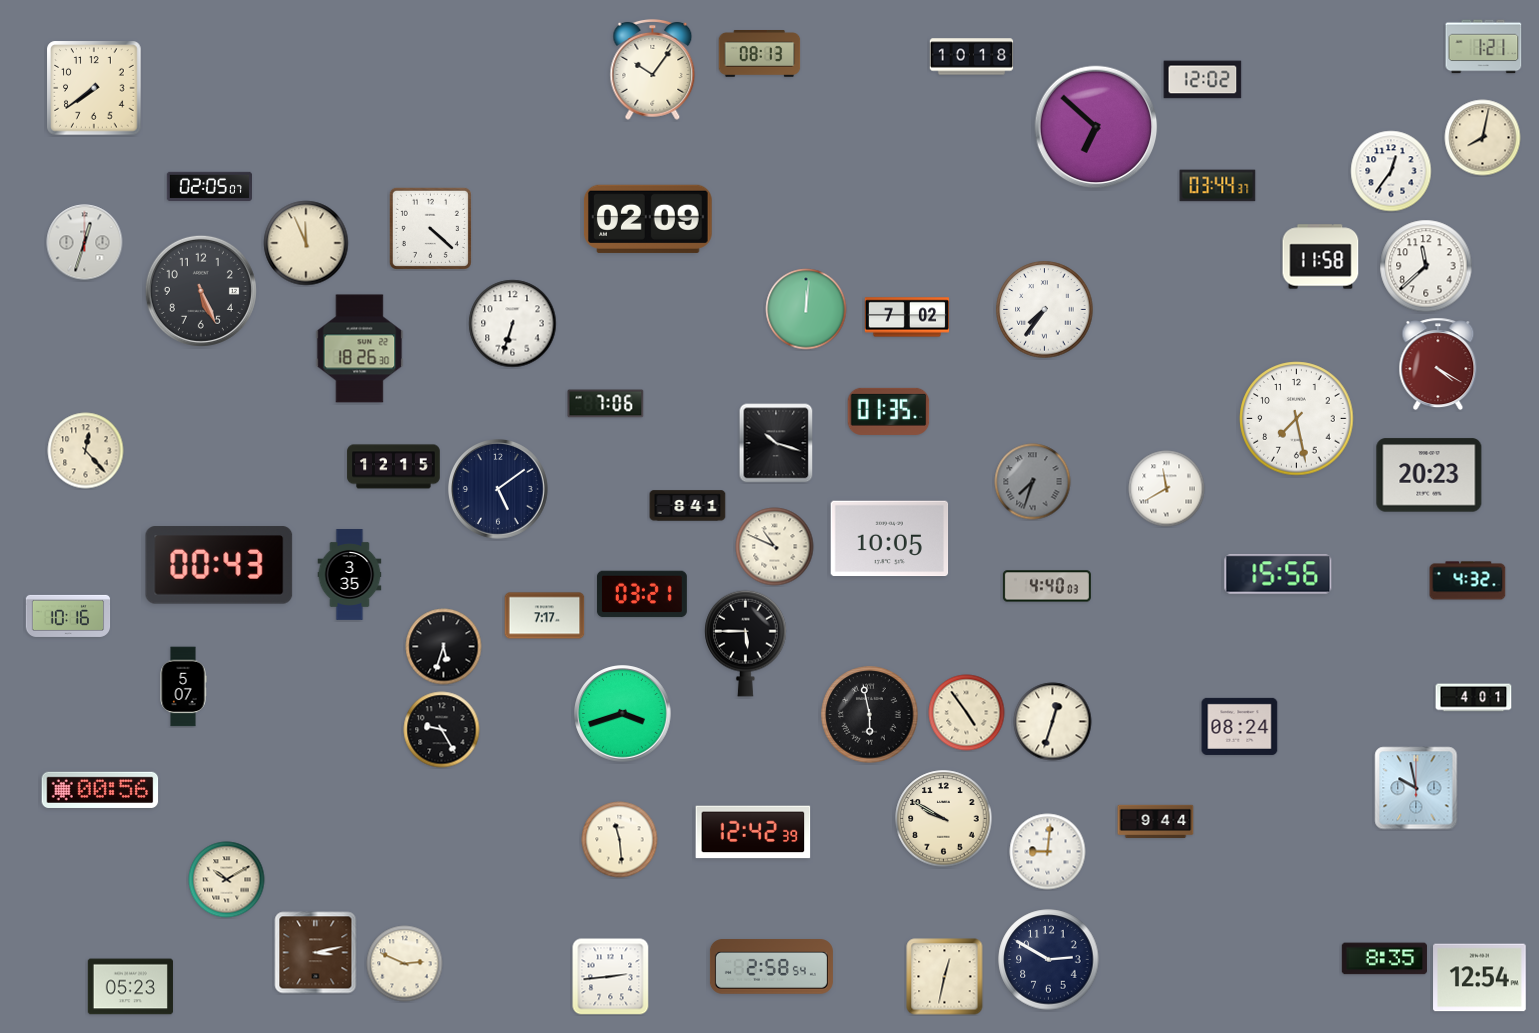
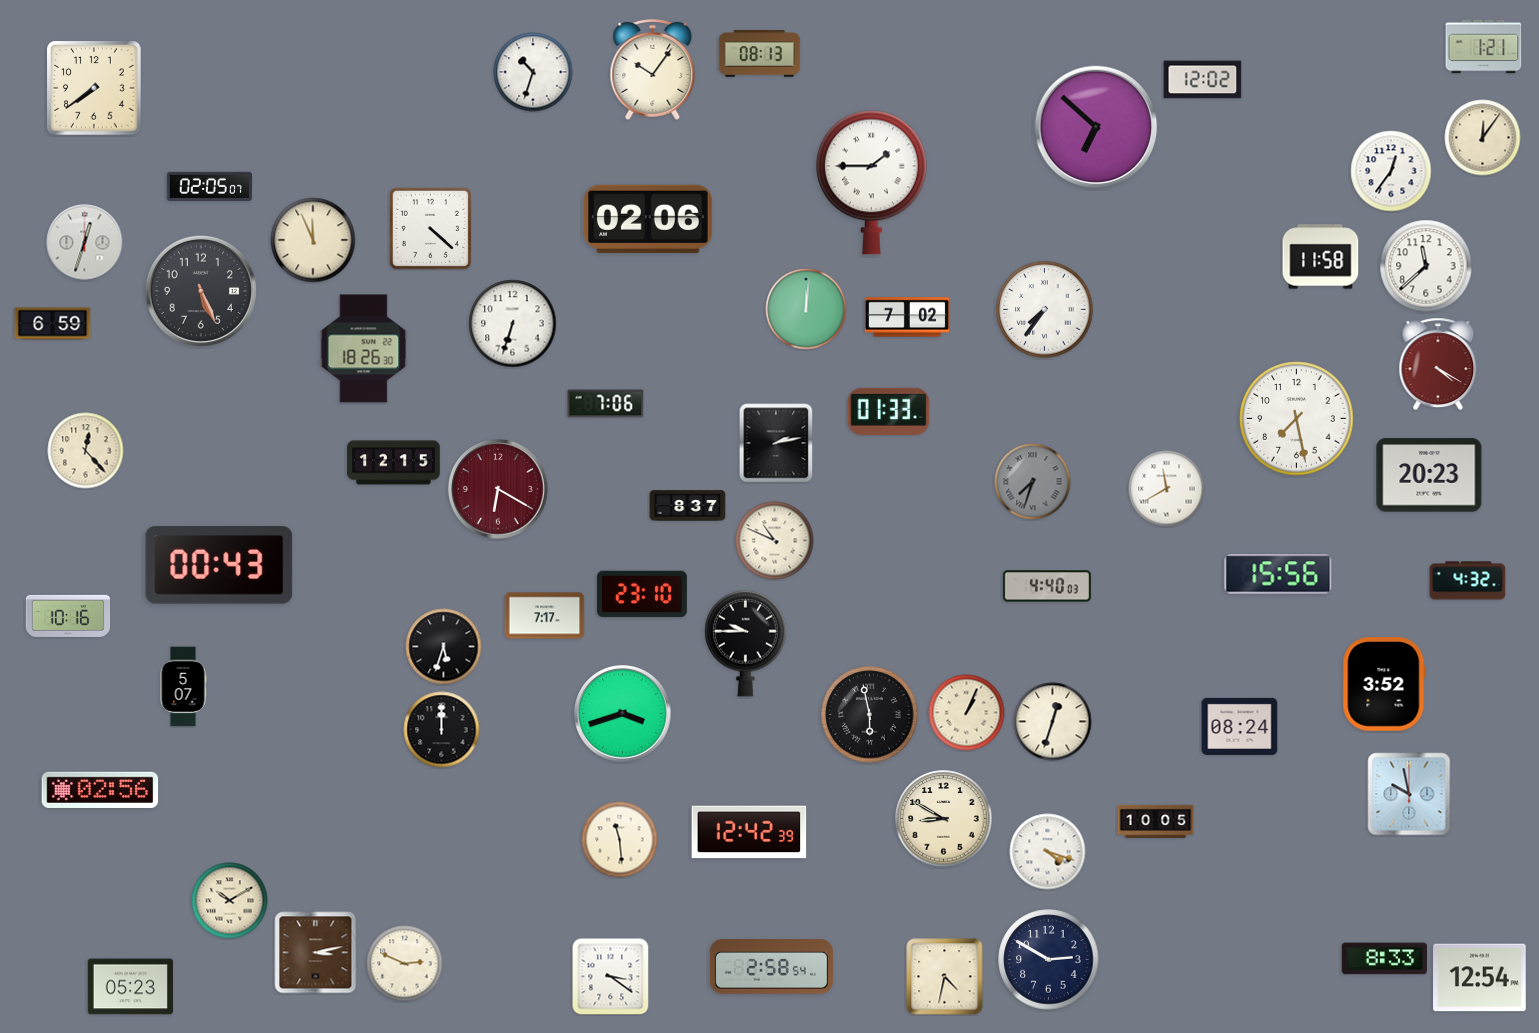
clock at (972, 57): 10:18 -> none
clock at (533, 72): none -> 10:33
clock at (1483, 138): 8:02 -> 12:06
clock at (871, 182): none -> 1:45
clock at (1218, 186): 03:44 -> none
clock at (648, 219): 02:09 -> 02:06
clock at (306, 243) position: (306, 243) -> (313, 240)
clock at (53, 324): none -> 6:59
clock at (360, 349) position: (360, 349) -> (364, 349)
clock at (889, 411): 01:35 -> 01:33
clock at (776, 443): 10:18 -> 2:13
clock at (394, 467) position: (394, 467) -> (394, 463)
clock at (499, 490): 5:09 -> 6:20
clock at (499, 490) dial: navy -> burgundy
clock at (688, 506): 8:41 -> 8:37
clock at (890, 539): 10:05 -> none
clock at (775, 547) position: (775, 547) -> (775, 541)
clock at (350, 575): 3:35 -> none
clock at (642, 594): 03:21 -> 23:10
clock at (746, 643): 5:45 -> 9:45
clock at (1384, 684): none -> 3:52
clock at (1474, 698): 4:01 -> none
clock at (967, 713): 4:54 -> 1:04
clock at (442, 730): 9:25 -> 12:00
clock at (1416, 788) position: (1416, 788) -> (1409, 794)
clock at (100, 790): 00:56 -> 02:56
clock at (944, 819): 9:50 -> 8:50
clock at (1156, 822): 9:44 -> 10:05
clock at (753, 832) position: (753, 832) -> (749, 832)
clock at (1048, 852): 9:01 -> 4:18
clock at (227, 880) position: (227, 880) -> (230, 901)
clock at (1384, 959): 8:35 -> 8:33
clock at (611, 977): 2:44 -> 3:21
clock at (945, 977): 12:32 -> 4:32
